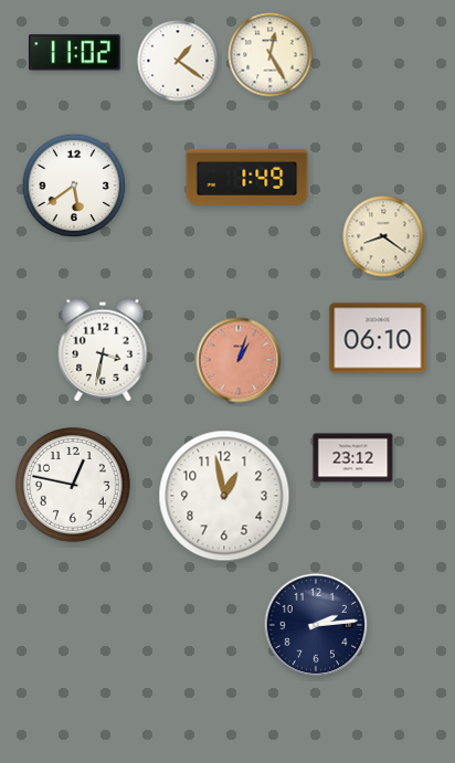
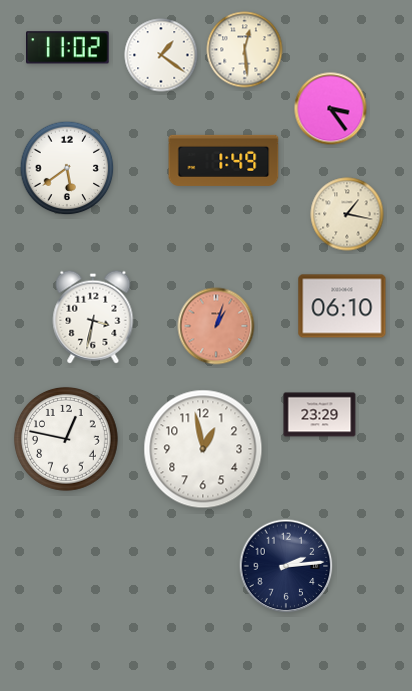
clock at (271, 55): 12:25 -> 12:29
clock at (331, 109): none -> 3:24
clock at (383, 236): 8:21 -> 1:17
clock at (353, 458): 23:12 -> 23:29
